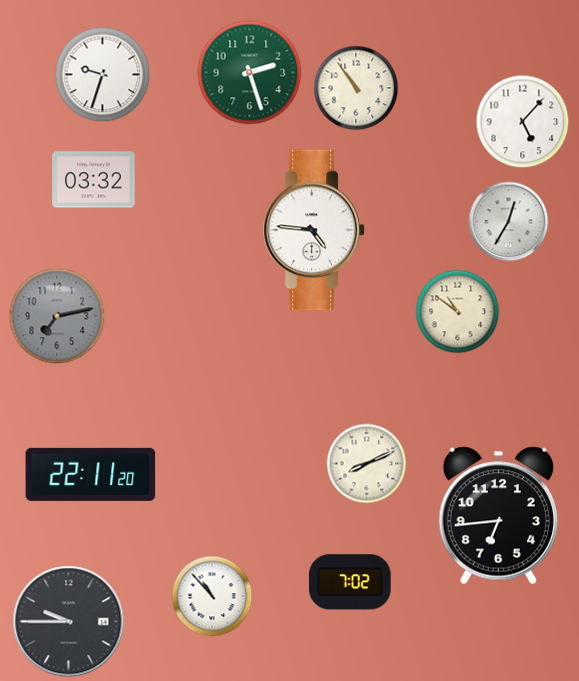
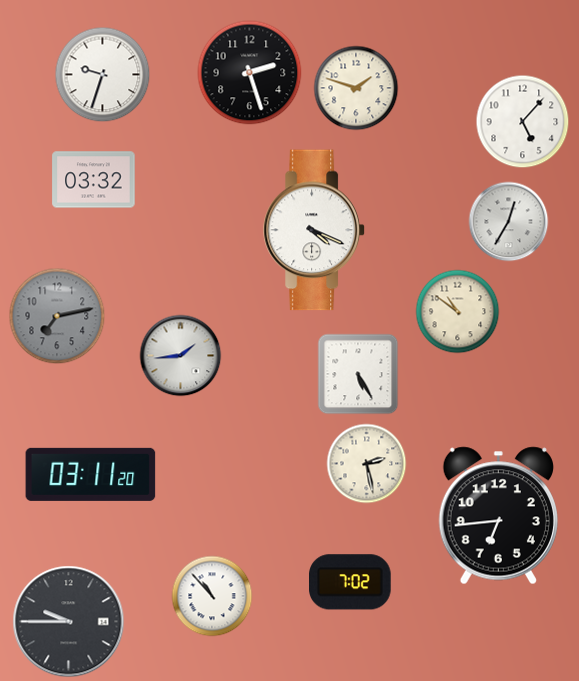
clock at (250, 73) dial: green -> black
clock at (356, 88): 10:54 -> 1:48
clock at (314, 230): 4:46 -> 4:19
clock at (181, 356): none -> 1:44
clock at (358, 374): none -> 5:25
clock at (367, 464): 8:11 -> 2:28
clock at (91, 474): 22:11 -> 03:11
